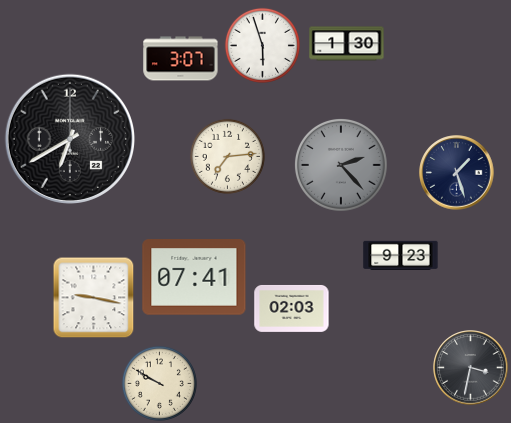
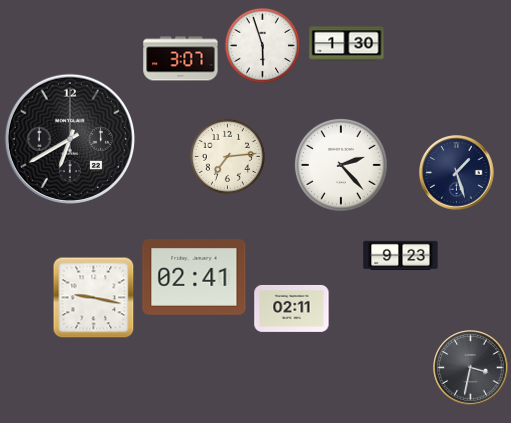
clock at (341, 165) dial: grey -> white
clock at (194, 277): 07:41 -> 02:41
clock at (292, 308): 02:03 -> 02:11
clock at (159, 383): 9:50 -> none
